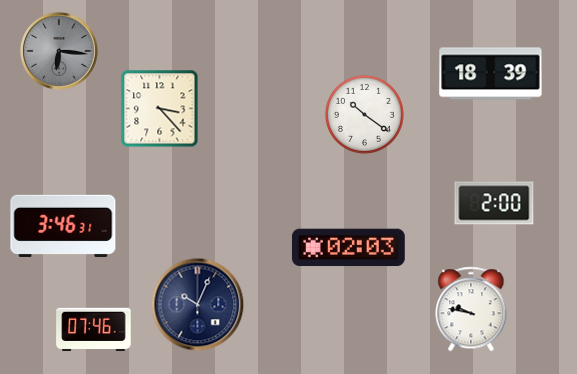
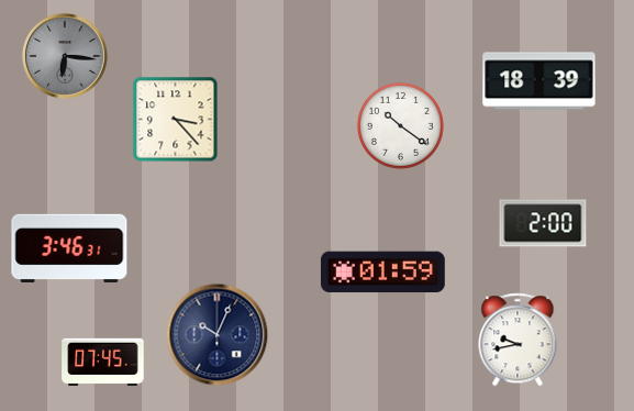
clock at (348, 248): 02:03 -> 01:59
clock at (471, 309): 9:47 -> 9:43
clock at (94, 330): 07:46 -> 07:45
